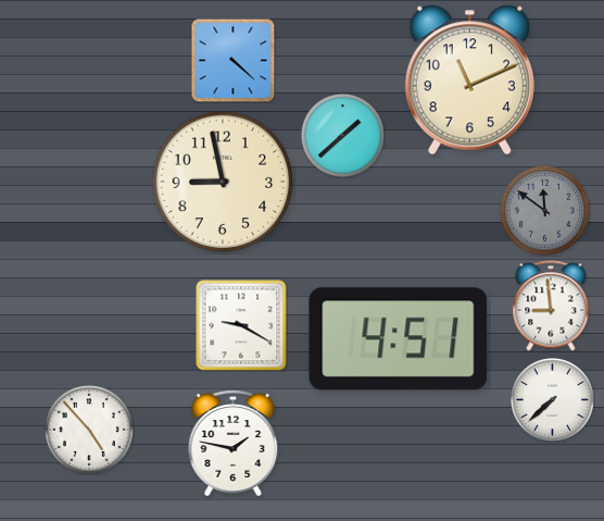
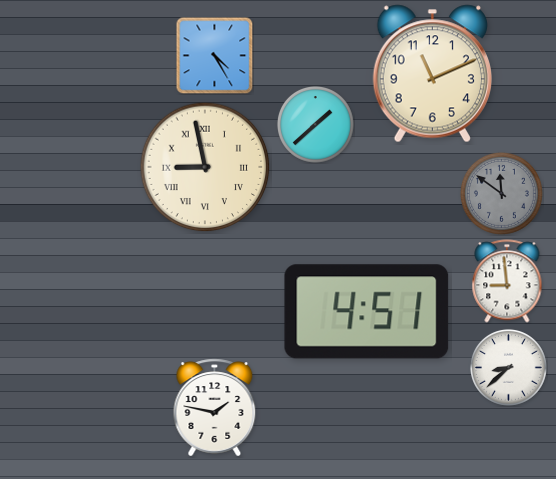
clock at (232, 60): 4:22 -> 4:25
clock at (223, 182) numerals: Arabic -> Roman
clock at (241, 325): 9:20 -> none
clock at (552, 399): 7:38 -> 8:38
clock at (89, 430): 4:53 -> none
